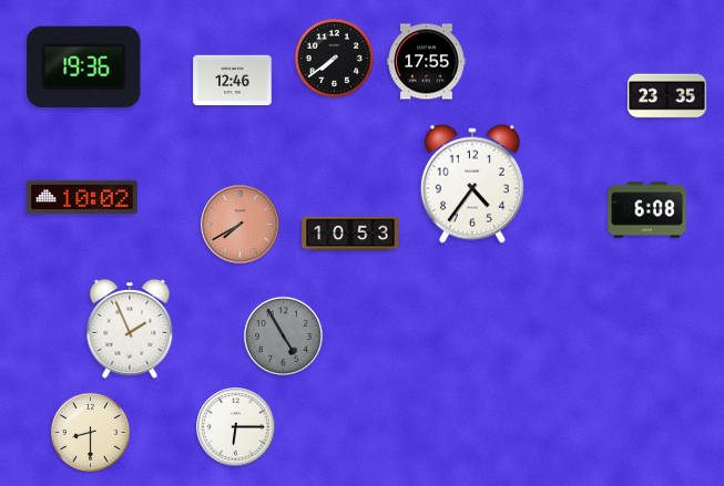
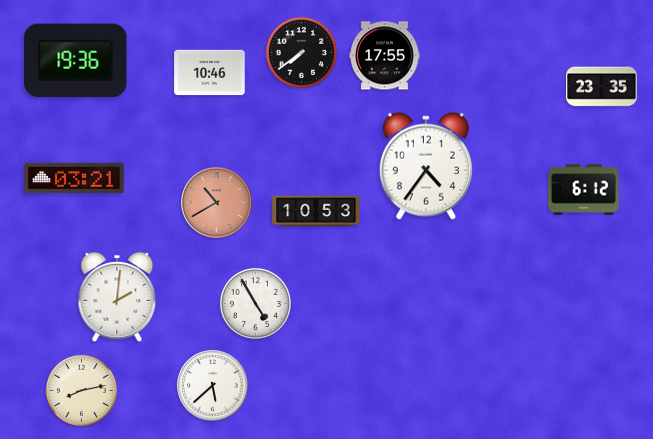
clock at (233, 81): 12:46 -> 10:46
clock at (83, 197): 10:02 -> 03:21
clock at (647, 210): 6:08 -> 6:12
clock at (241, 225): 7:40 -> 10:40
clock at (130, 329): 1:56 -> 2:01
clock at (283, 335) dial: grey -> white
clock at (236, 427): 6:15 -> 5:38
clock at (90, 432): 8:30 -> 8:13
